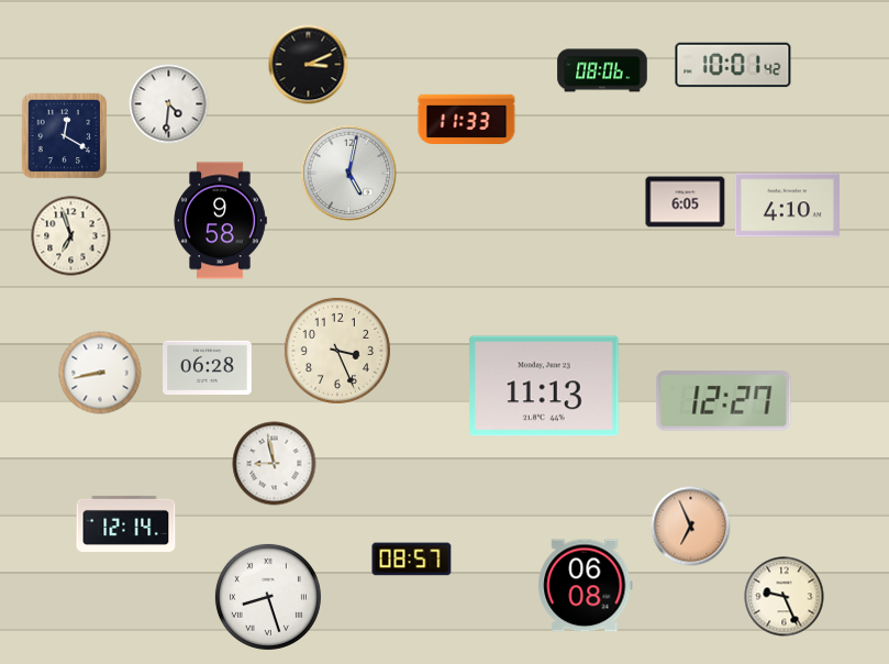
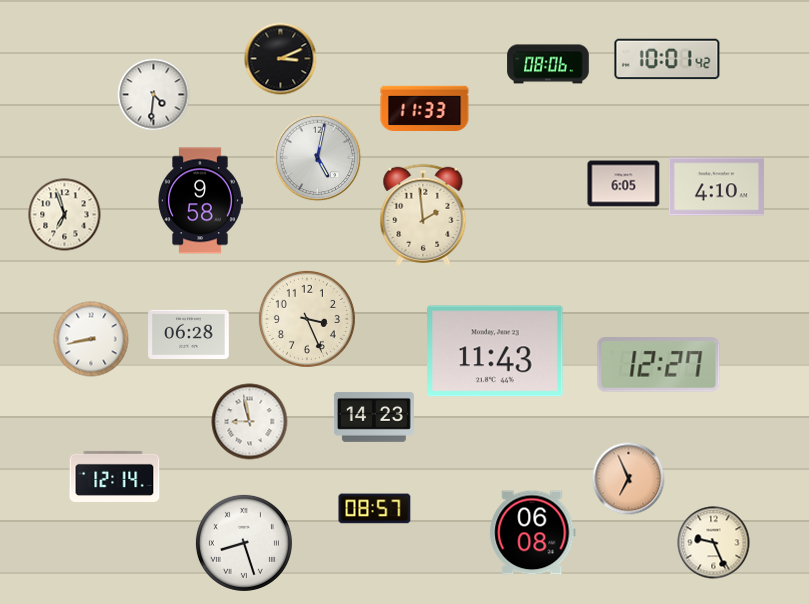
clock at (65, 136): 12:20 -> none
clock at (423, 215): none -> 1:59
clock at (544, 386): 11:13 -> 11:43
clock at (374, 417): none -> 14:23
